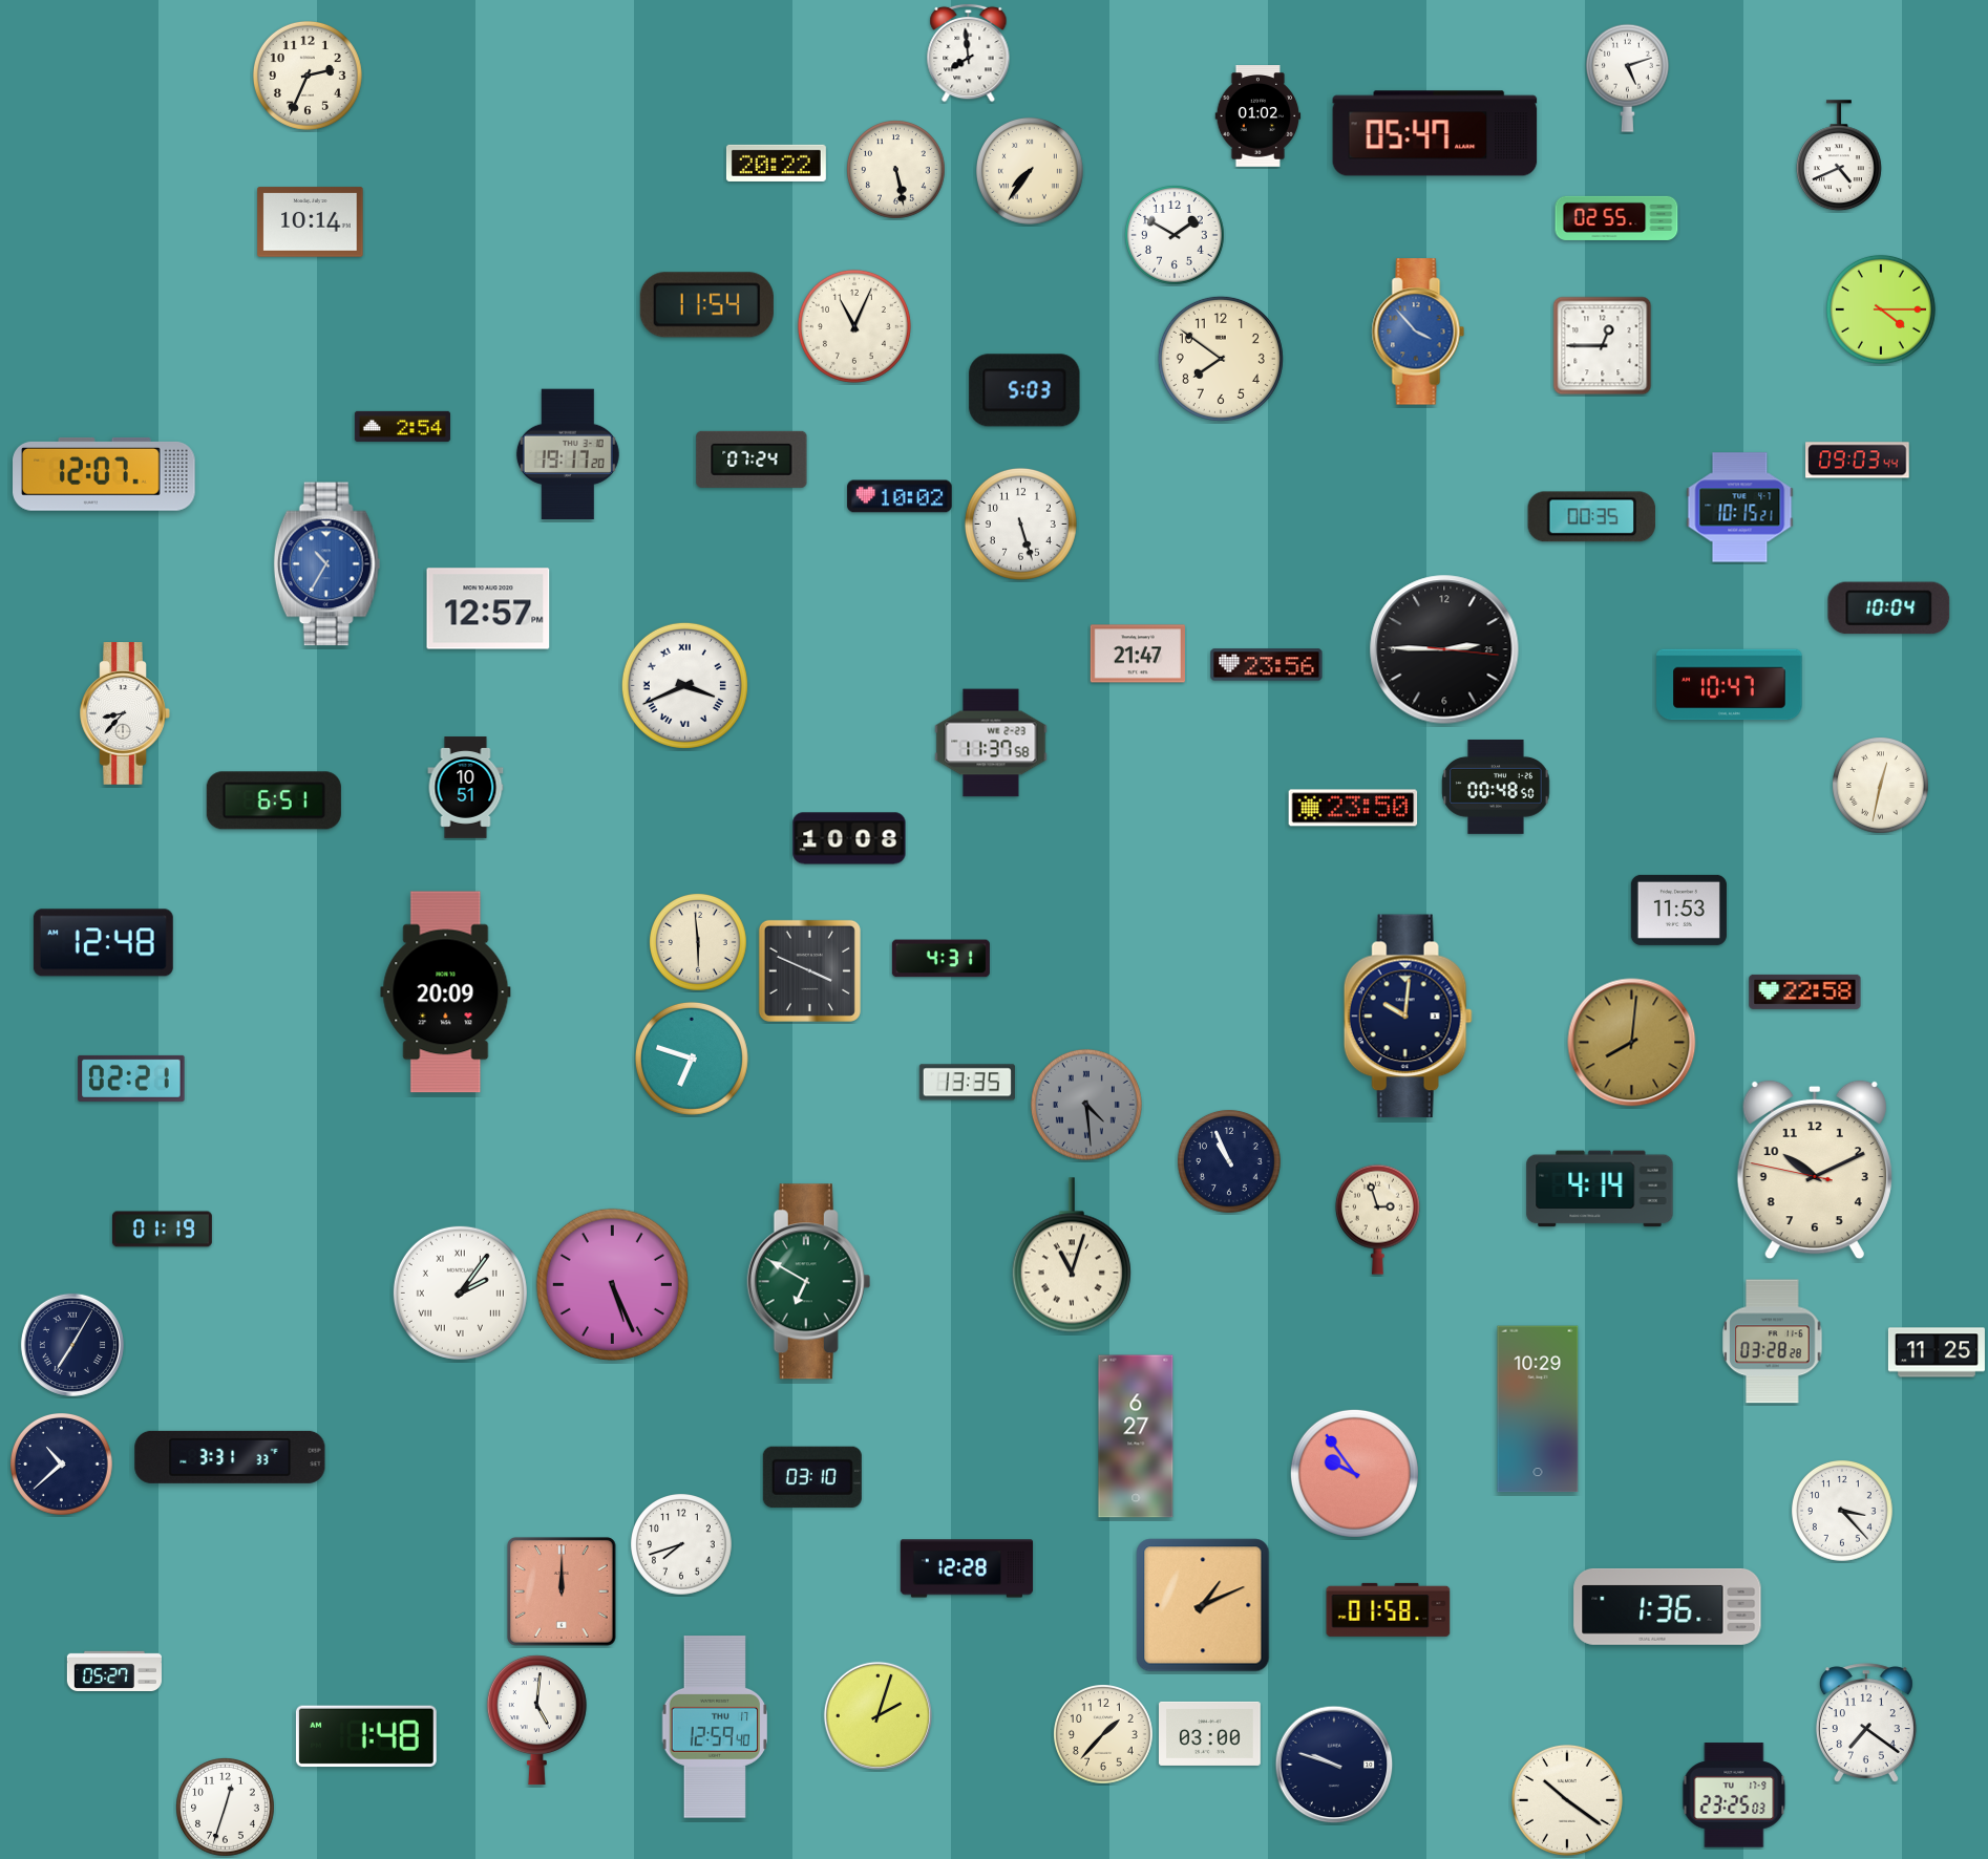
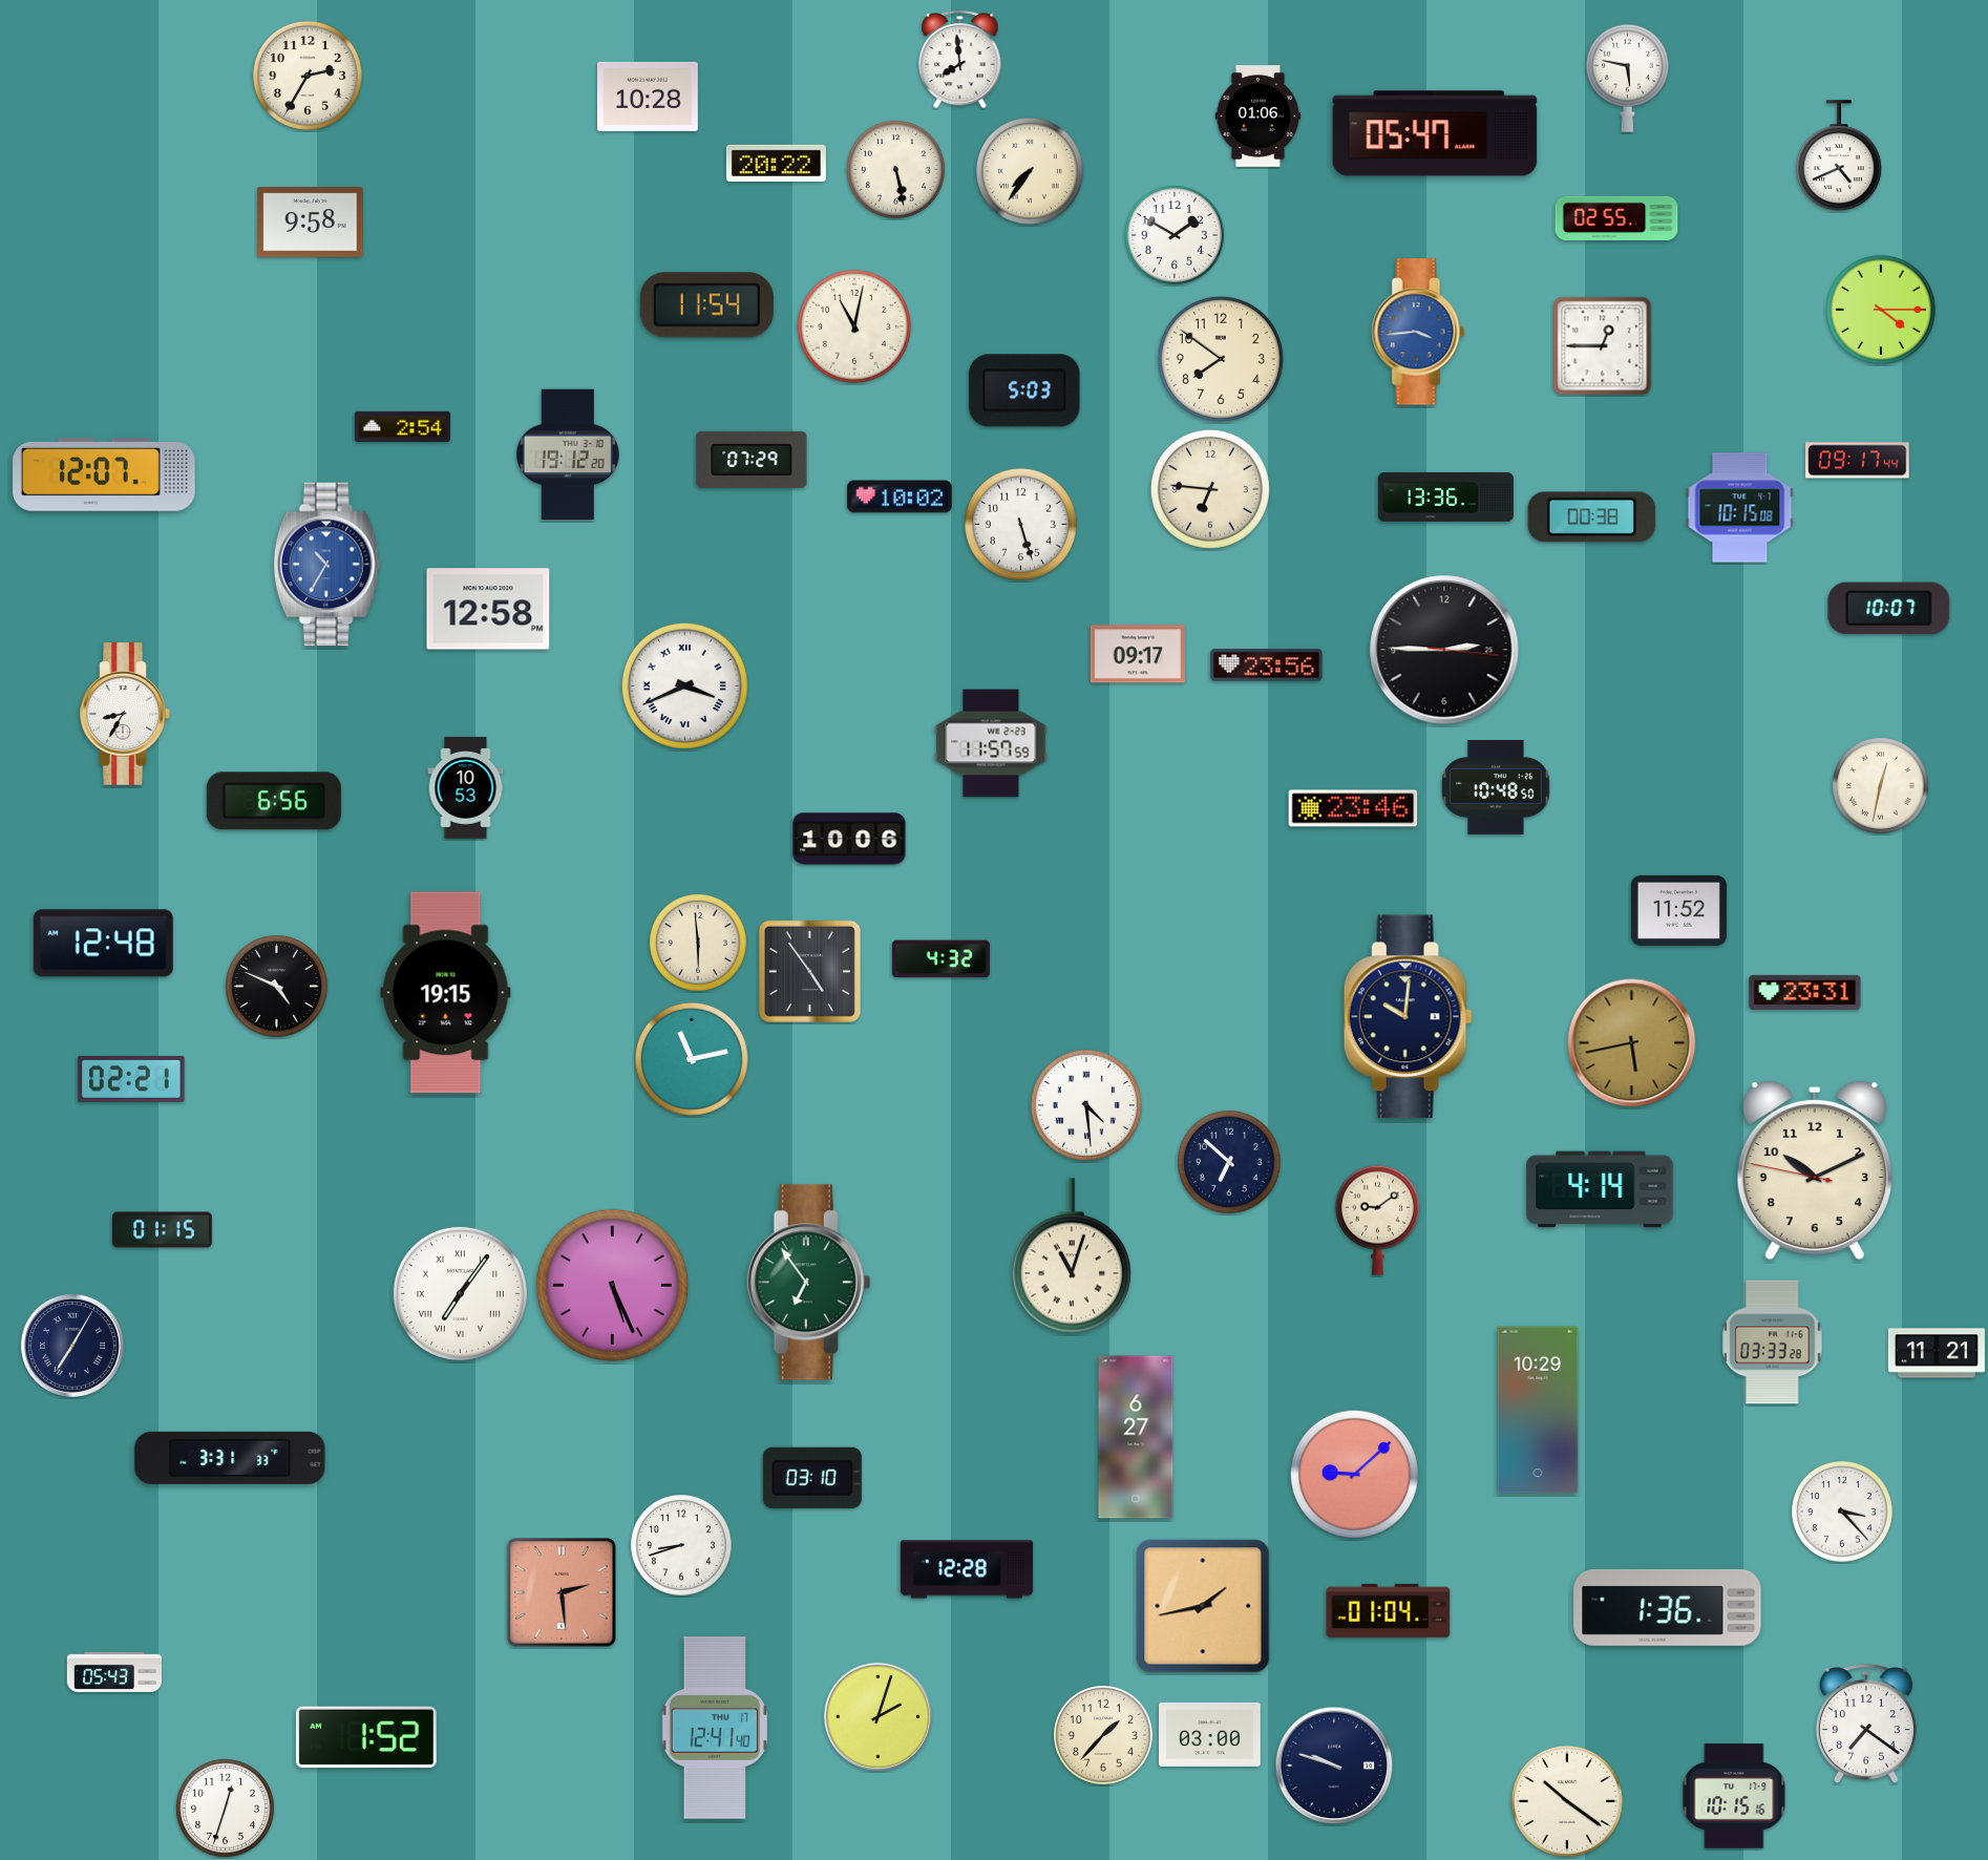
clock at (969, 52) position: (969, 52) -> (960, 59)
clock at (308, 76): 2:34 -> 2:35
clock at (1627, 78): 5:12 -> 5:47
clock at (648, 97): none -> 10:28
clock at (1259, 116): 01:02 -> 01:06
clock at (311, 222): 10:14 -> 9:58
clock at (854, 326): 11:04 -> 11:02
clock at (1418, 332): 3:53 -> 3:44
clock at (568, 453): 19:17 -> 19:12
clock at (752, 460): 07:24 -> 07:29
clock at (1858, 461): 09:03 -> 09:17
clock at (1210, 489): none -> 6:46
clock at (1445, 496): none -> 13:36
clock at (1740, 508): 10:15:21 -> 10:15:08
clock at (1592, 517): 00:35 -> 00:38
clock at (488, 608): 12:57 -> 12:58
clock at (1889, 608): 10:04 -> 10:07
clock at (1138, 654): 21:47 -> 09:17
clock at (1730, 685): 10:47 -> none
clock at (125, 713): 8:37 -> 8:35
clock at (991, 743): 11:37 -> 11:57
clock at (1496, 787): 00:48 -> 10:48
clock at (466, 788): 10:51 -> 10:53
clock at (274, 800): 6:51 -> 6:56
clock at (1353, 808): 23:50 -> 23:46
clock at (849, 838): 10:08 -> 10:06
clock at (1678, 910): 11:53 -> 11:52
clock at (940, 959): 4:31 -> 4:32
clock at (809, 970): 3:49 -> 4:54
clock at (277, 987): none -> 4:49
clock at (1805, 991): 22:58 -> 23:31
clock at (446, 992): 20:09 -> 19:15
clock at (1632, 1043): 8:01 -> 5:43
clock at (692, 1059): 6:48 -> 11:13
clock at (967, 1083): 13:35 -> none
clock at (1086, 1105) dial: grey -> white
clock at (1229, 1161): 10:56 -> 6:52
clock at (1377, 1219): 2:57 -> 9:09
clock at (162, 1230): 01:19 -> 01:15
clock at (809, 1282): 6:50 -> 6:54
clock at (460, 1292): 2:06 -> 7:06
clock at (1773, 1342): 03:28 -> 03:33
clock at (1937, 1352): 11:25 -> 11:21
clock at (62, 1465): 10:38 -> none
clock at (1354, 1473): 9:54 -> 9:08
clock at (682, 1545): 7:42 -> 8:42
clock at (563, 1593): 12:00 -> 2:29
clock at (1203, 1605): 1:11 -> 1:43
clock at (1389, 1609): 01:58 -> 01:04
clock at (114, 1670): 05:27 -> 05:43
clock at (536, 1721): 5:01 -> none
clock at (715, 1727): 12:59 -> 12:41
clock at (366, 1736): 1:48 -> 1:52
clock at (1734, 1795): 23:25 -> 10:15
